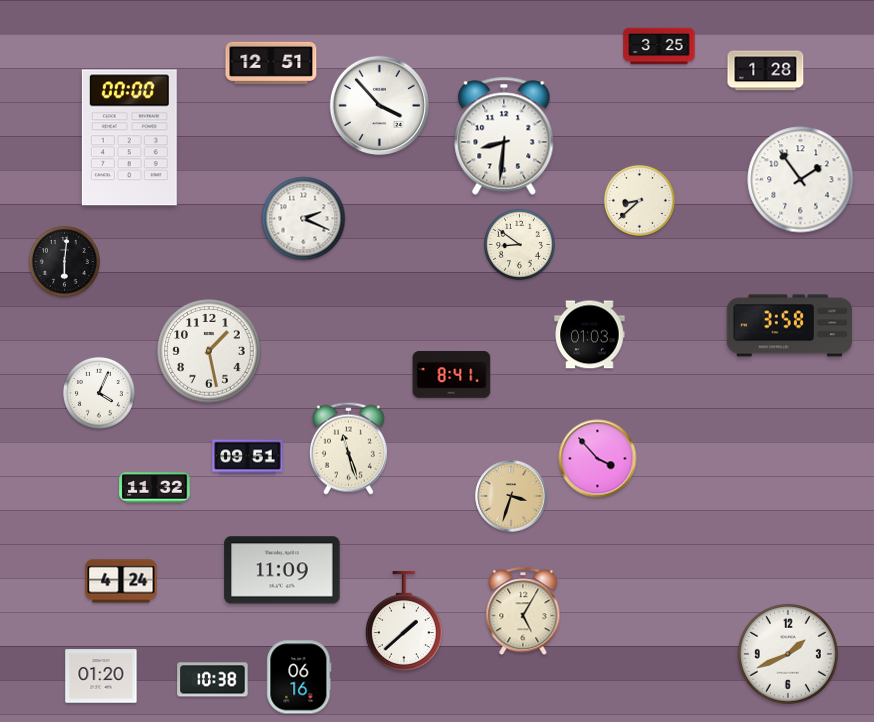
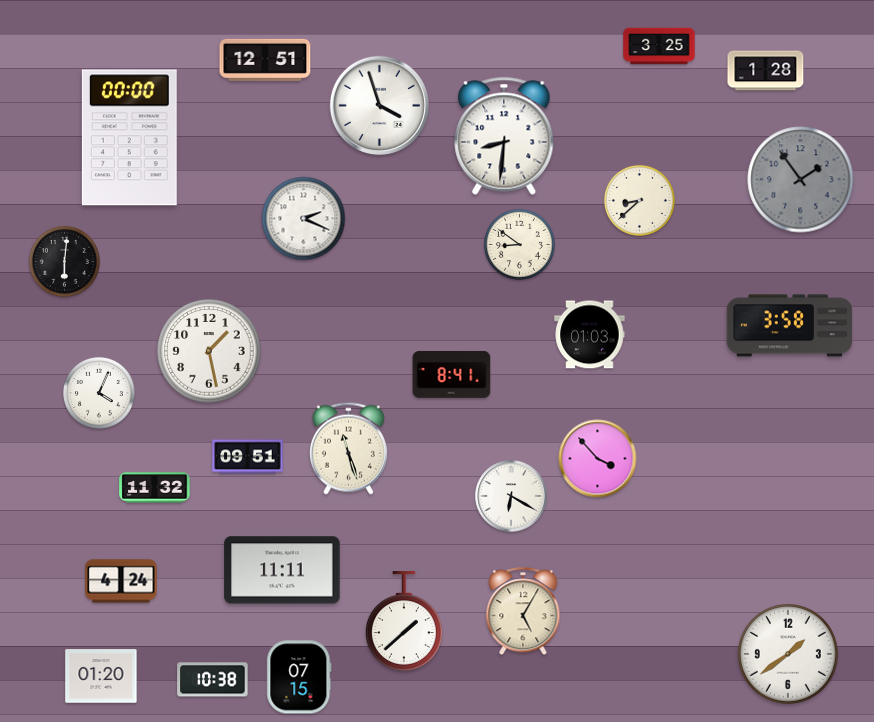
clock at (271, 63) position: (271, 63) -> (265, 60)
clock at (379, 105): 3:53 -> 3:57
clock at (801, 180) dial: white -> grey
clock at (511, 496): 3:33 -> 6:20
clock at (511, 496) dial: champagne -> white
clock at (282, 570): 11:09 -> 11:11
clock at (788, 654): 1:41 -> 1:39
clock at (299, 677): 06:16 -> 07:15
